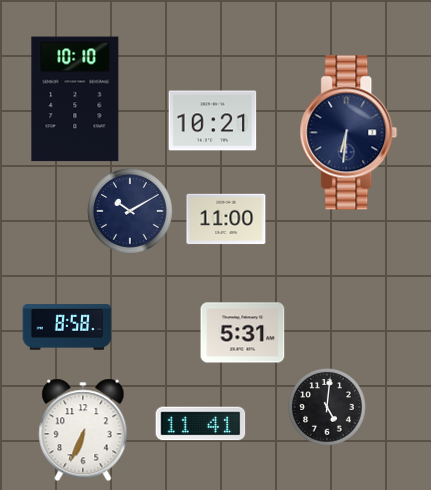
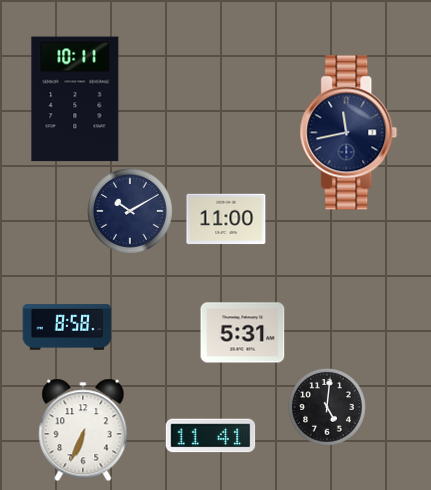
clock at (75, 99): 10:10 -> 10:11
clock at (213, 121): 10:21 -> none
clock at (349, 133): 6:31 -> 11:43
clock at (201, 424) position: (201, 424) -> (211, 436)
